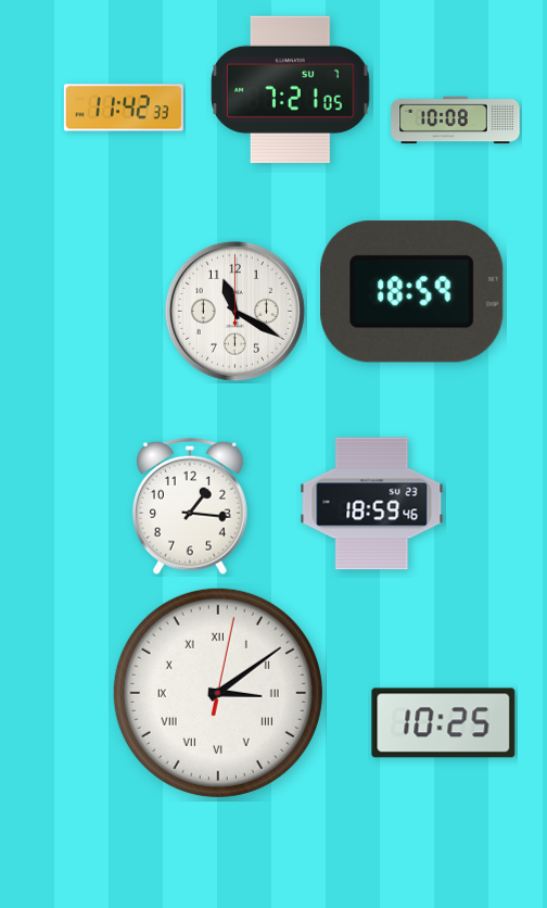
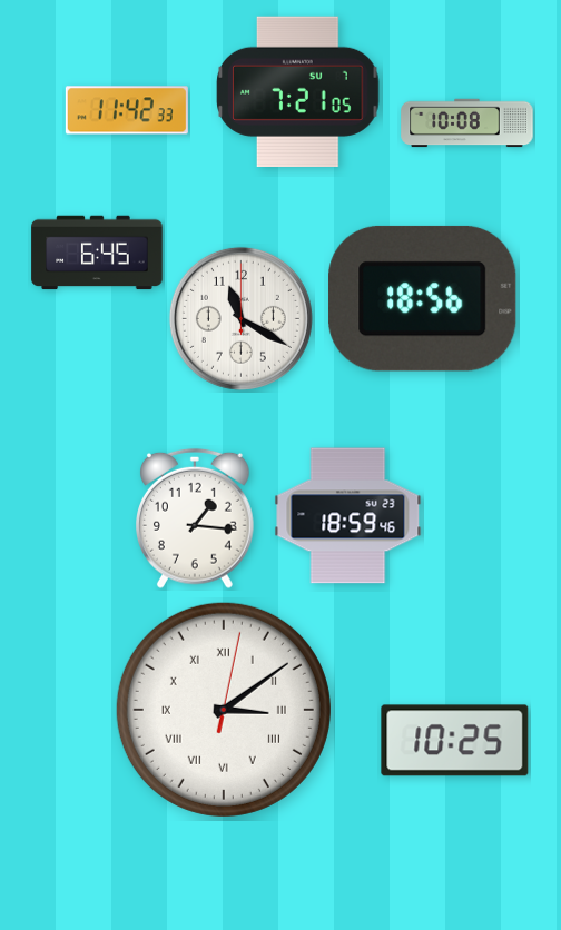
clock at (97, 253): none -> 6:45
clock at (412, 291): 18:59 -> 18:56
clock at (372, 504) position: (372, 504) -> (348, 516)
